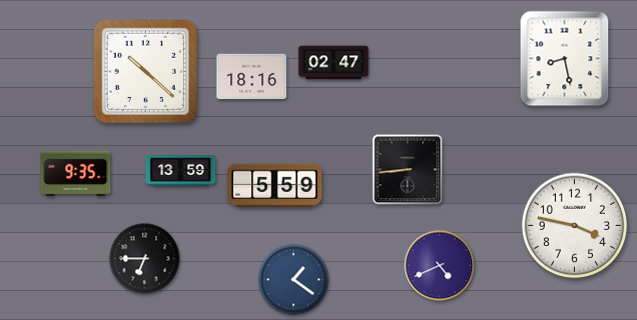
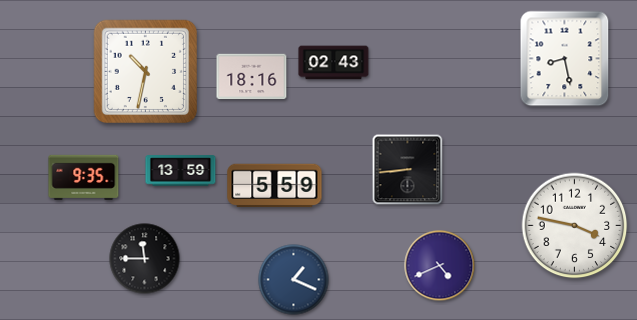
clock at (334, 63): 02:47 -> 02:43
clock at (146, 72): 10:22 -> 10:32
clock at (76, 173) position: (76, 173) -> (84, 177)
clock at (145, 259): 6:45 -> 11:45
clock at (294, 280): 1:21 -> 1:19
